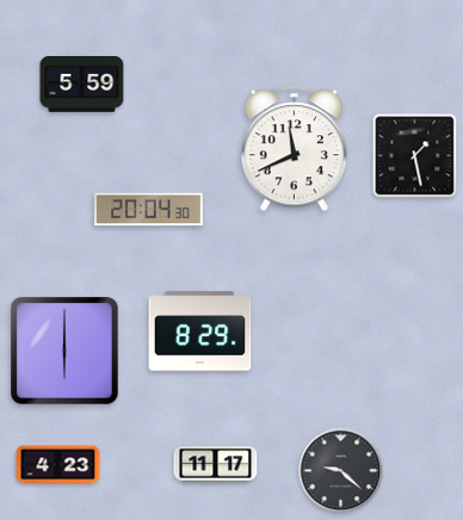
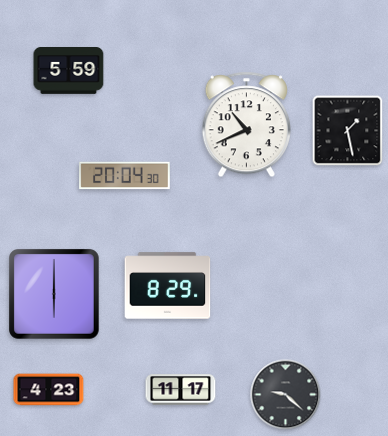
clock at (294, 149): 11:41 -> 10:41
clock at (200, 332) position: (200, 332) -> (168, 286)
